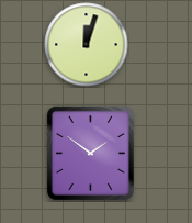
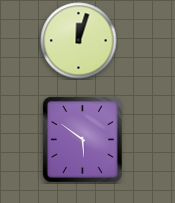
clock at (90, 153): 1:51 -> 5:51
